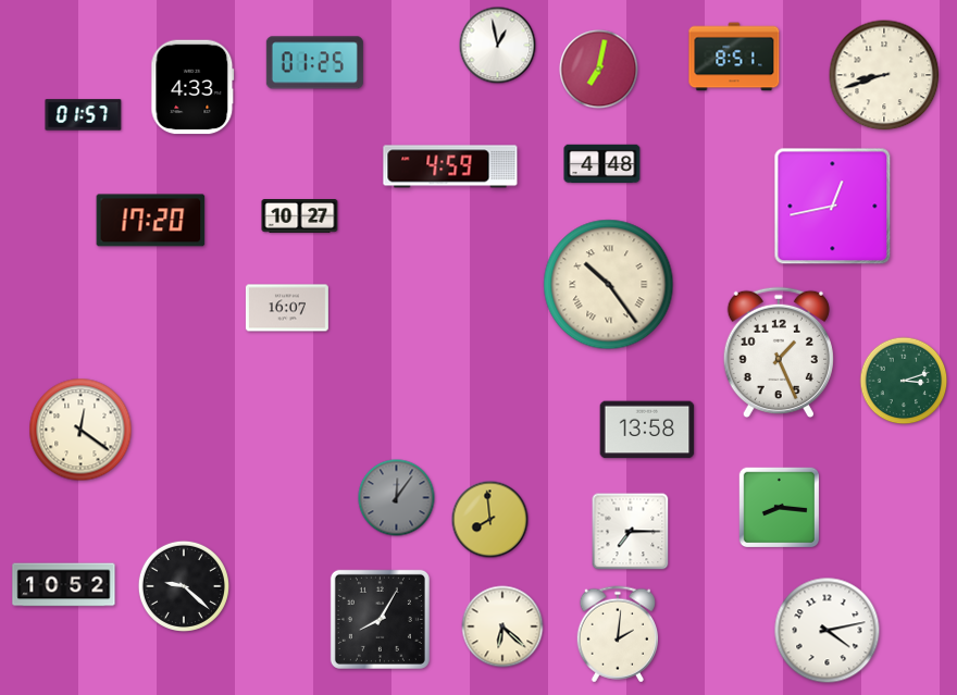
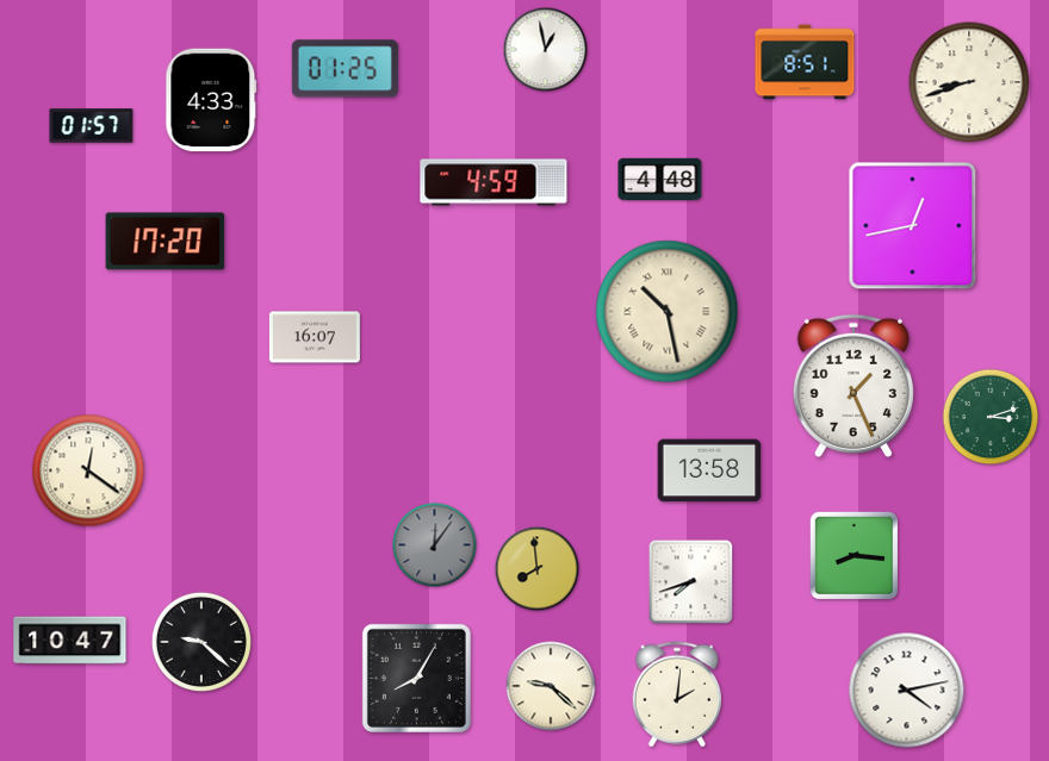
clock at (599, 70): 7:02 -> none
clock at (192, 87) position: (192, 87) -> (211, 100)
clock at (300, 216): 10:27 -> none
clock at (609, 285): 10:24 -> 10:28
clock at (631, 532): 7:15 -> 7:42
clock at (64, 585): 10:52 -> 10:47
clock at (502, 626): 6:22 -> 9:22
